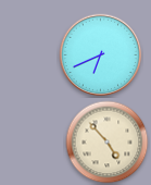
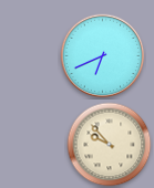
clock at (108, 143): 4:53 -> 9:53
